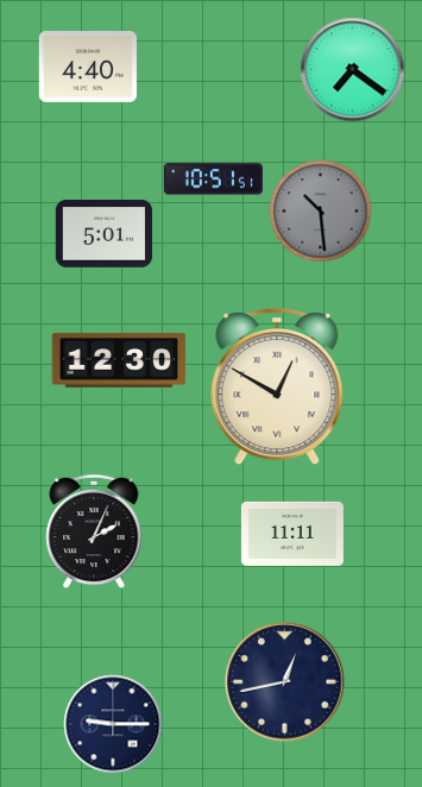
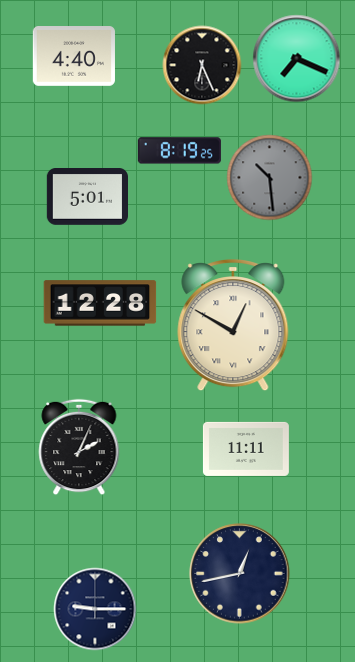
clock at (353, 70): 7:21 -> 7:19
clock at (202, 65): none -> 6:26
clock at (213, 180): 10:51 -> 8:19
clock at (119, 360): 12:30 -> 12:28
